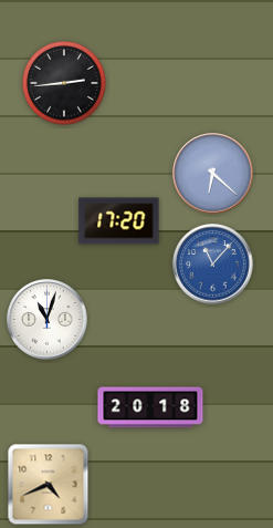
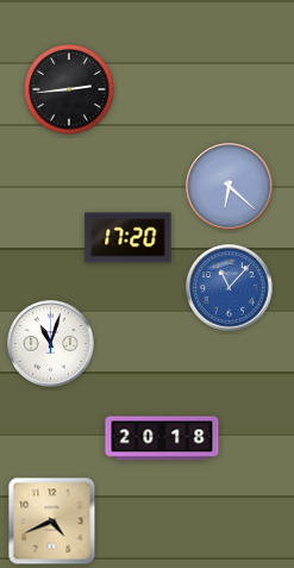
clock at (213, 265) position: (213, 265) -> (230, 288)
